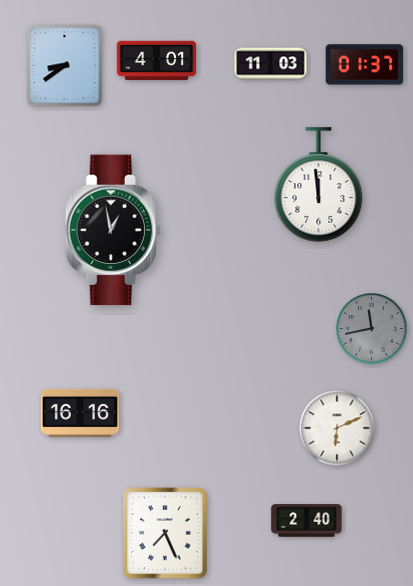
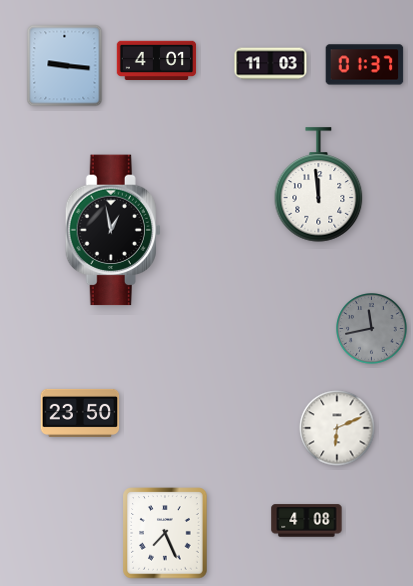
clock at (65, 66): 8:39 -> 9:16
clock at (80, 413): 16:16 -> 23:50
clock at (307, 521): 2:40 -> 4:08
